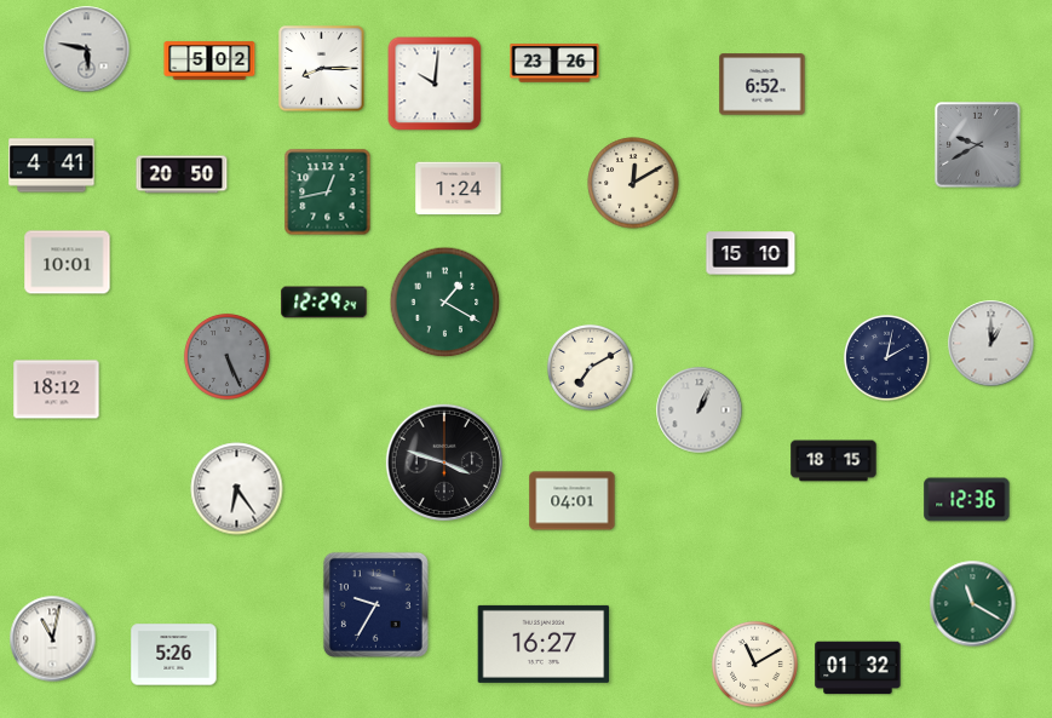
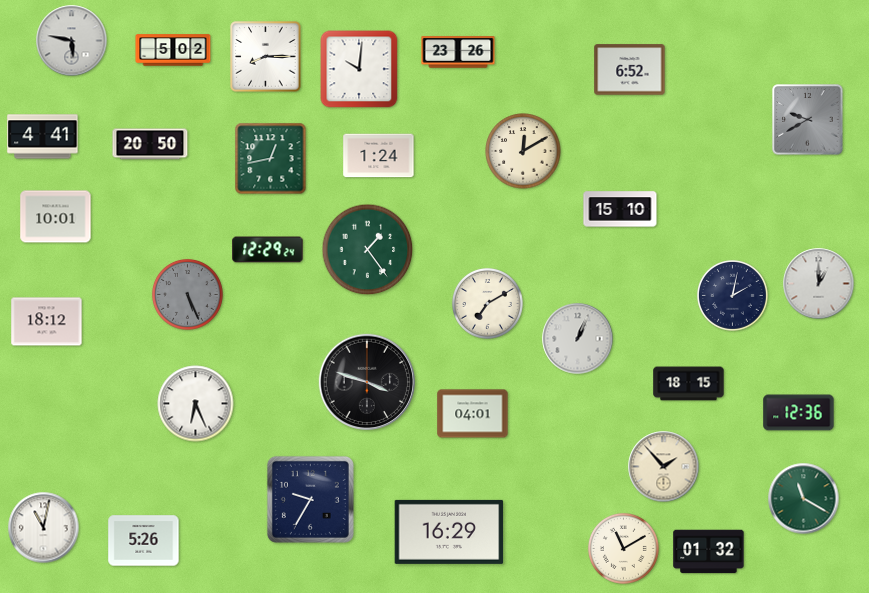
clock at (445, 303): 1:20 -> 1:24
clock at (834, 461) position: (834, 461) -> (689, 384)
clock at (237, 489): 6:24 -> 6:26
clock at (664, 467): none -> 1:53
clock at (544, 644): 16:27 -> 16:29
